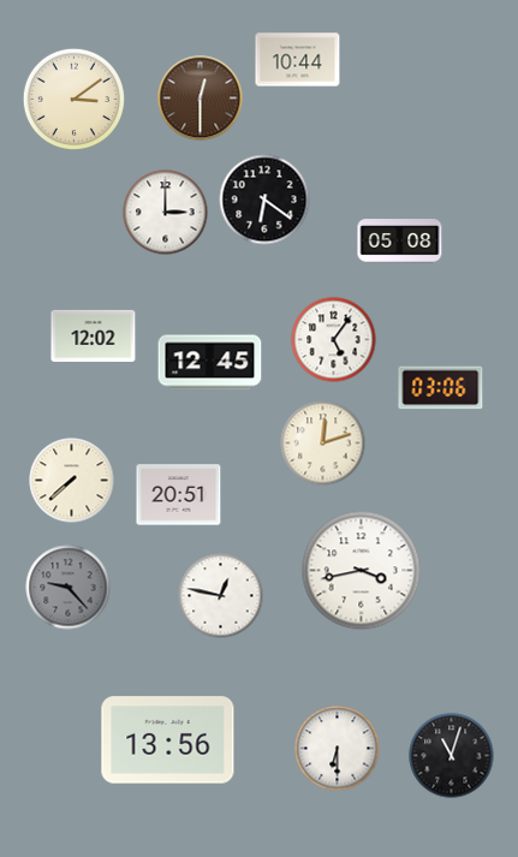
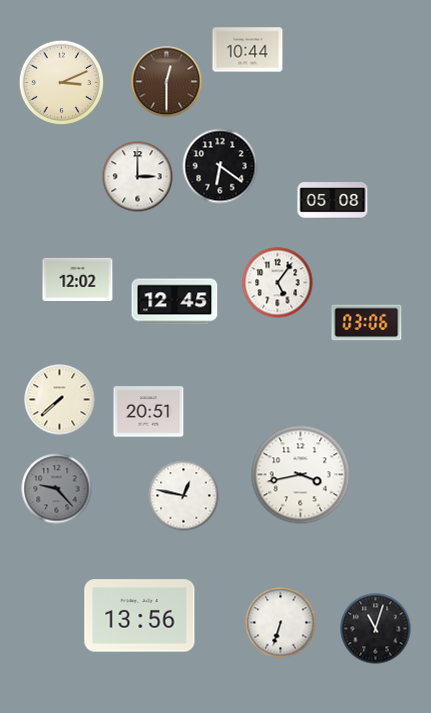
clock at (73, 99): 3:09 -> 3:11
clock at (323, 444): 12:12 -> none
clock at (338, 749): 6:30 -> 6:33
